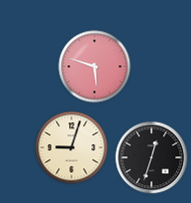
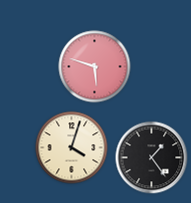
clock at (72, 148): 9:03 -> 4:03
clock at (152, 158): 12:33 -> 1:24
